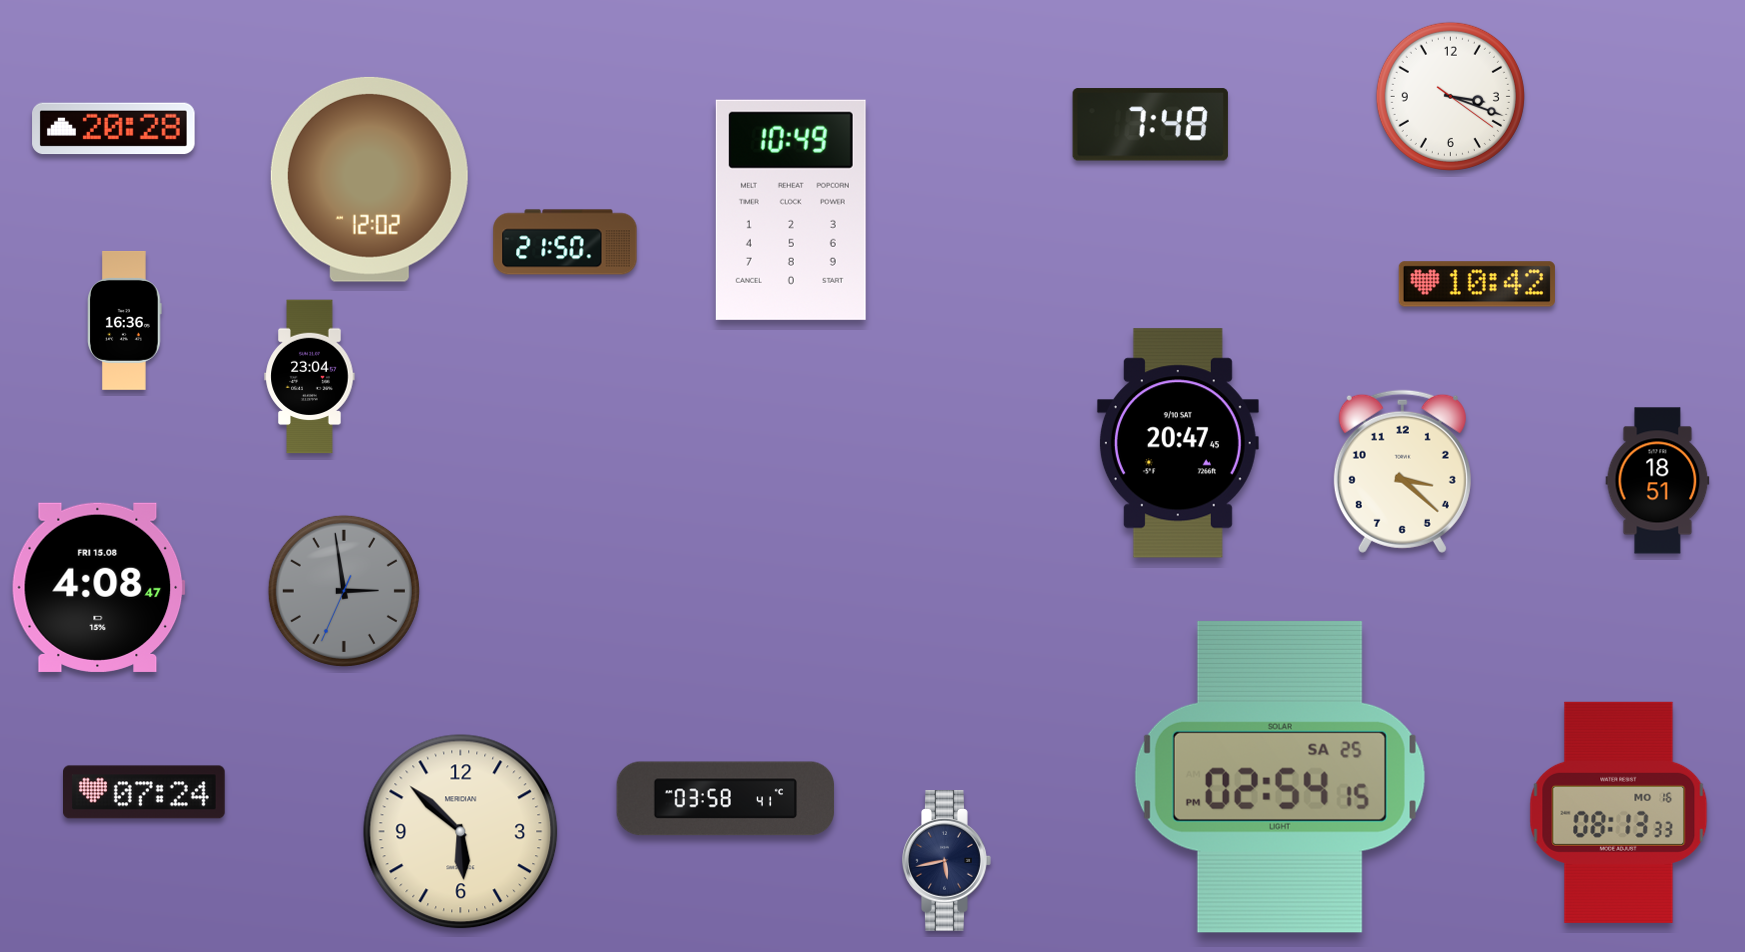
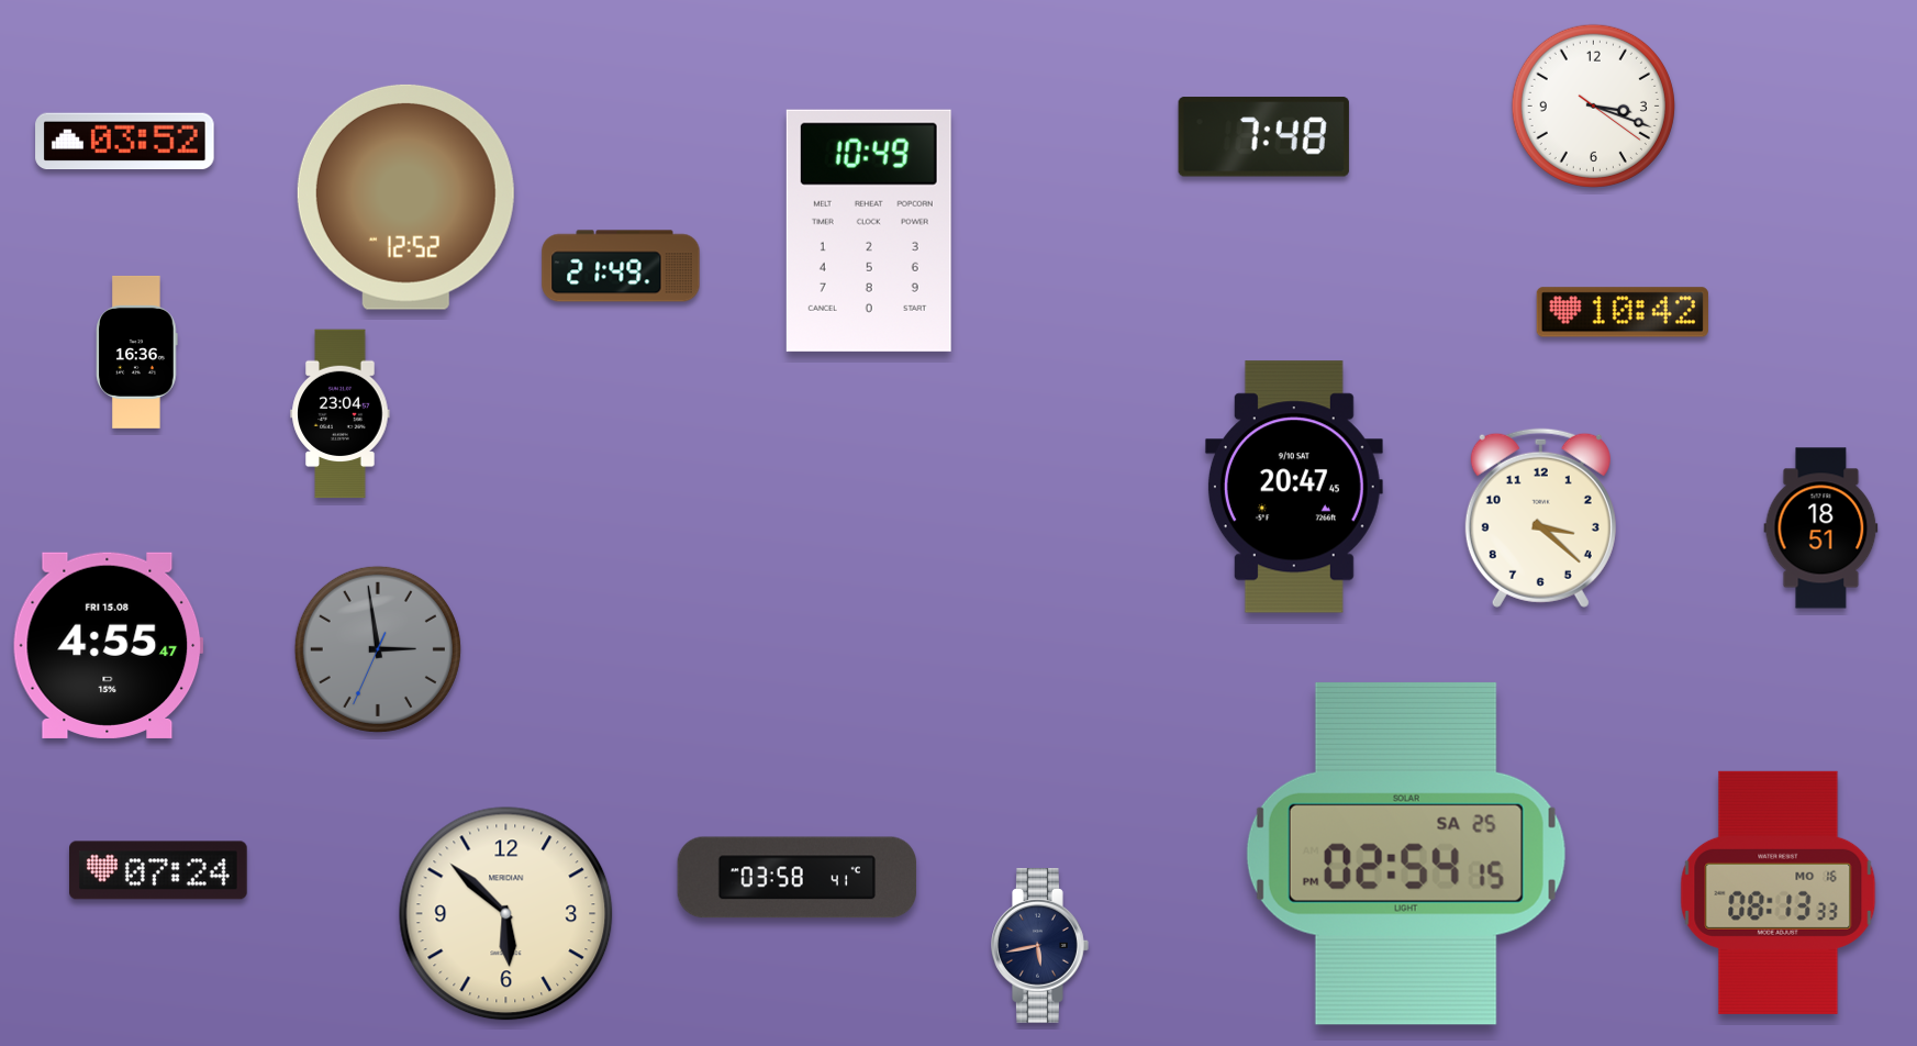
clock at (114, 129): 20:28 -> 03:52
clock at (369, 179): 12:02 -> 12:52
clock at (565, 242): 21:50 -> 21:49
clock at (98, 587): 4:08 -> 4:55
